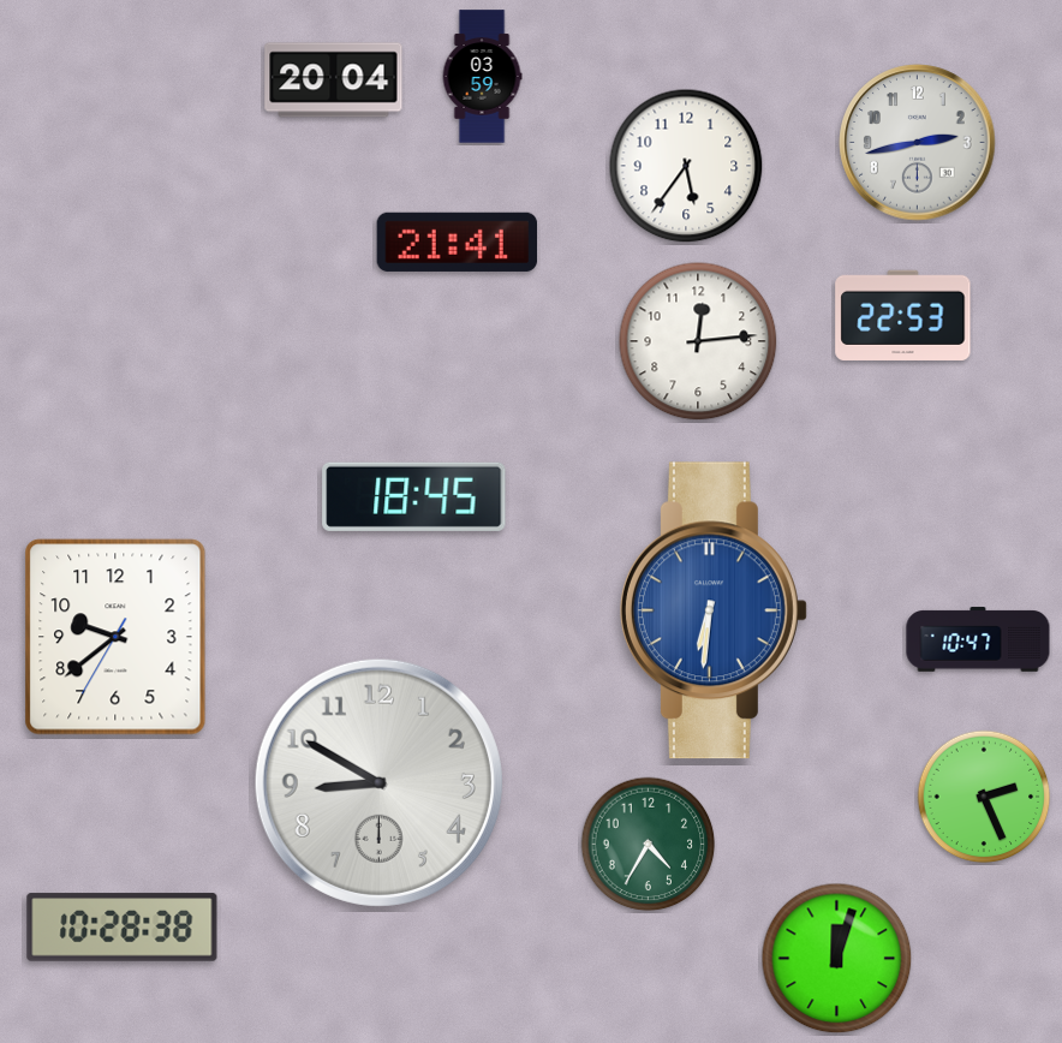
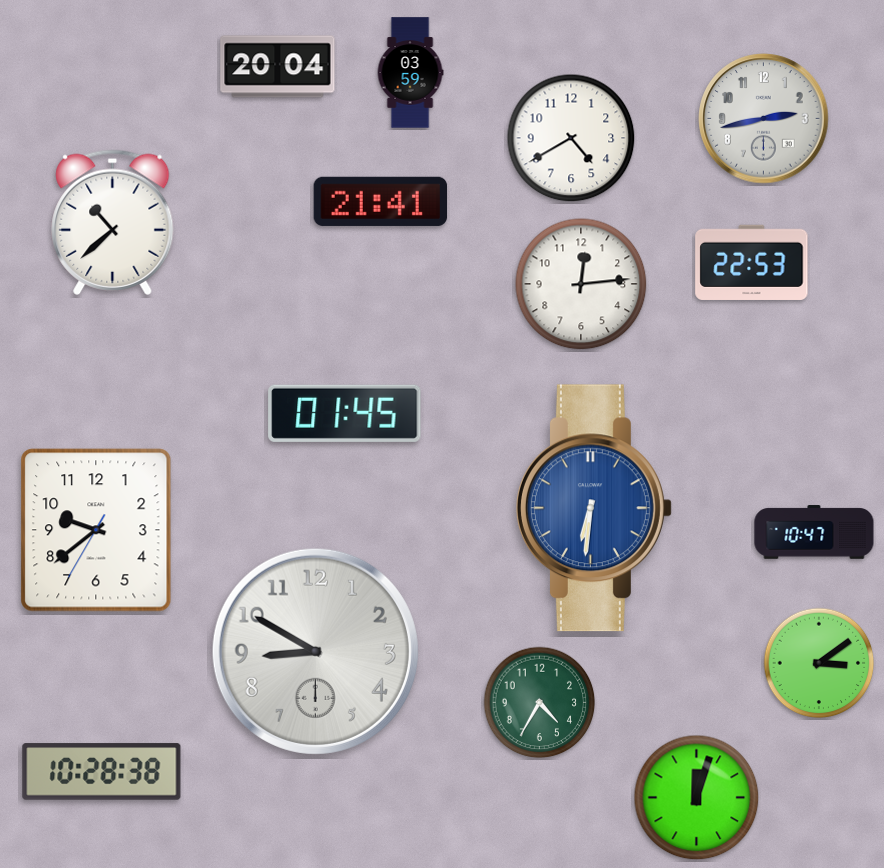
clock at (482, 77) position: (482, 77) -> (410, 73)
clock at (686, 166): 5:36 -> 4:40
clock at (113, 222): none -> 10:38
clock at (414, 496): 18:45 -> 01:45
clock at (984, 797): 2:26 -> 3:09
